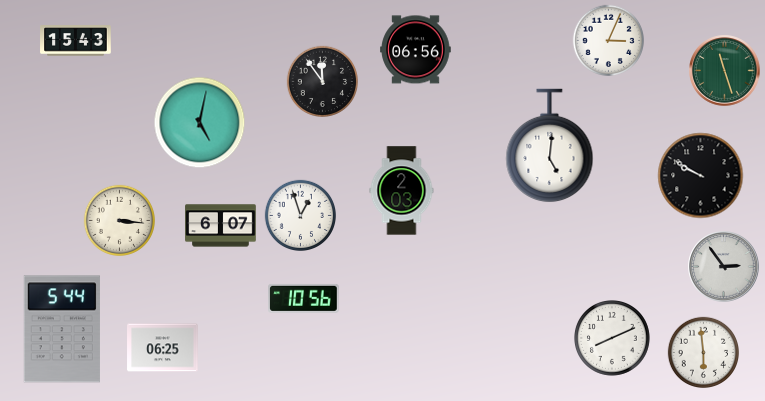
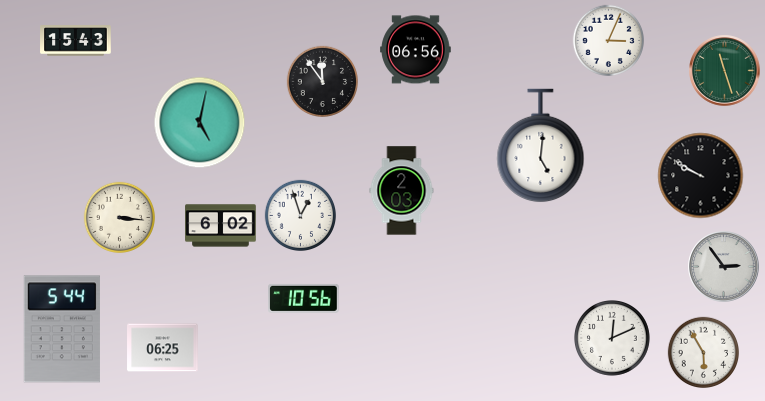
clock at (550, 146) position: (550, 146) -> (541, 146)
clock at (119, 220) position: (119, 220) -> (119, 217)
clock at (221, 226): 6:07 -> 6:02
clock at (613, 339): 8:11 -> 12:11
clock at (703, 352): 5:59 -> 5:55
